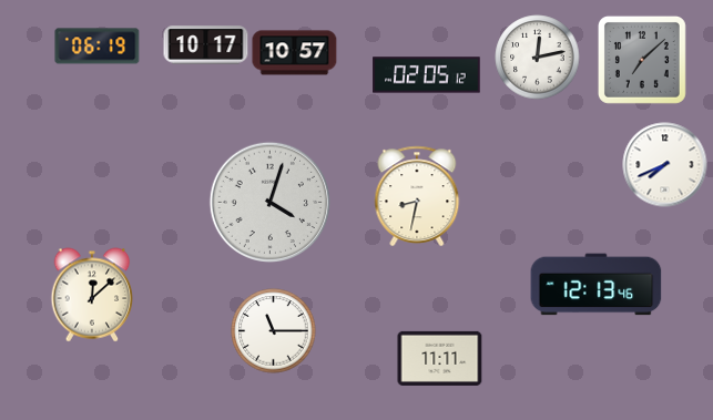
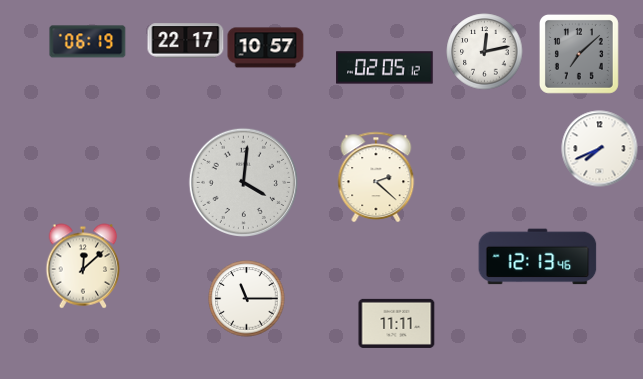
clock at (206, 45): 10:17 -> 22:17
clock at (417, 196): 8:32 -> 2:22
clock at (269, 202): 4:03 -> 4:01
